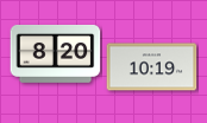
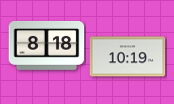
clock at (56, 53): 8:20 -> 8:18
